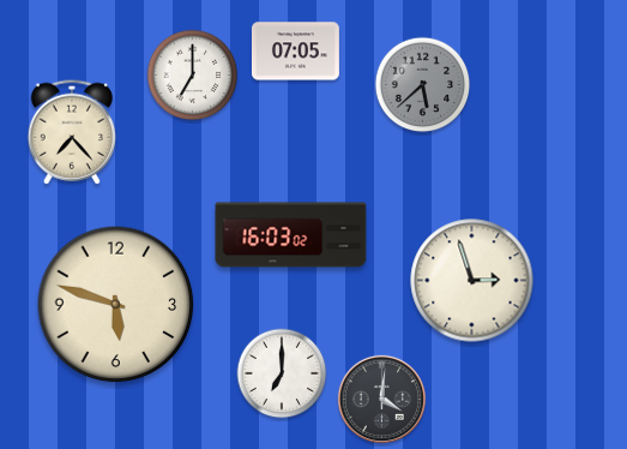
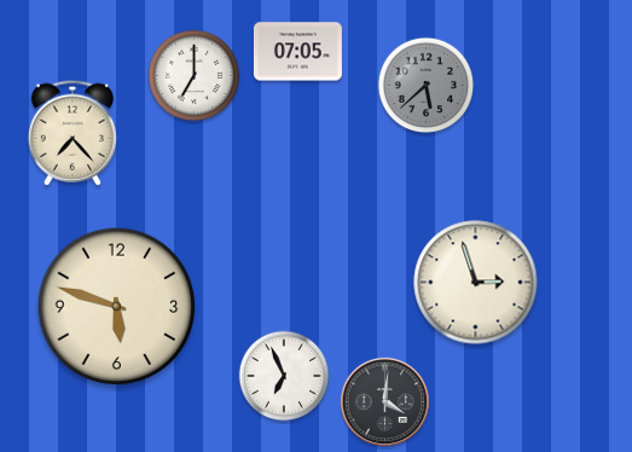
clock at (291, 235): 16:03 -> none
clock at (282, 373): 7:00 -> 6:56
